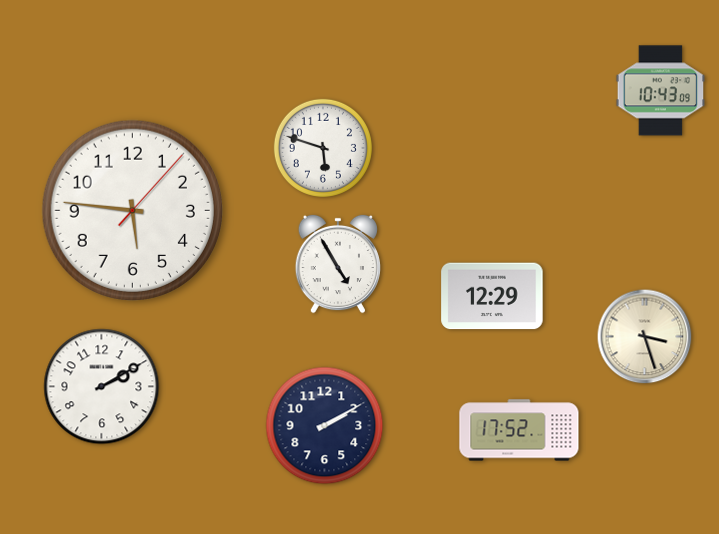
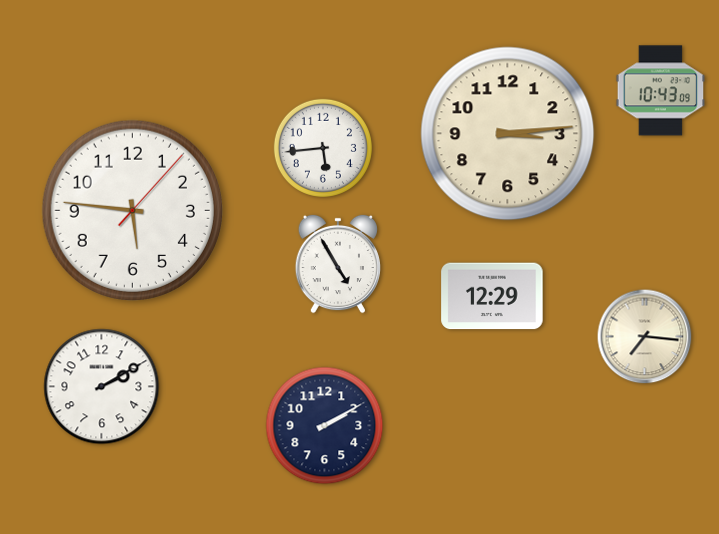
clock at (508, 134): none -> 3:14
clock at (323, 148): 5:48 -> 5:44
clock at (645, 337): 3:27 -> 7:16
clock at (519, 430): 17:52 -> none
